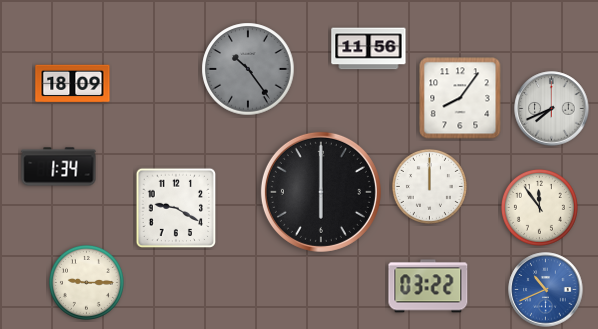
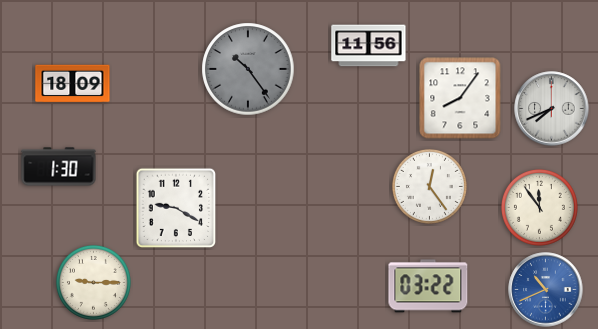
clock at (369, 49) position: (369, 49) -> (369, 46)
clock at (59, 167): 1:34 -> 1:30
clock at (429, 186): 12:00 -> 12:24
clock at (321, 192): 6:00 -> none
clock at (86, 282) position: (86, 282) -> (93, 282)
